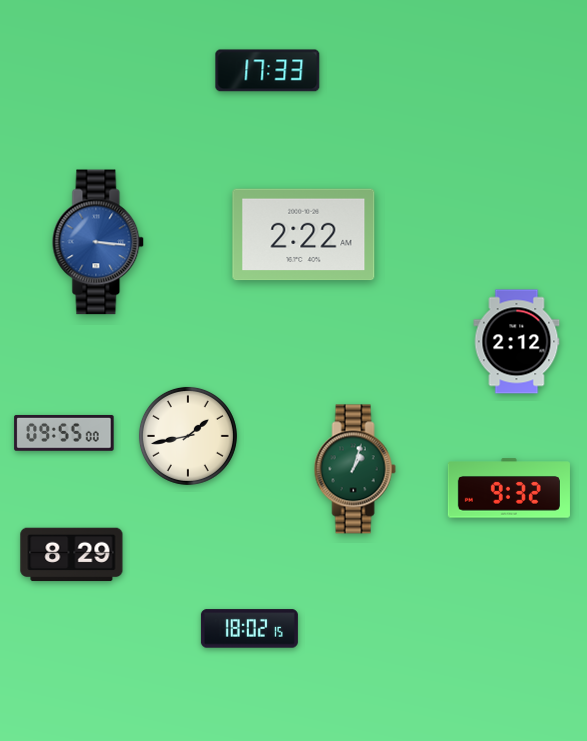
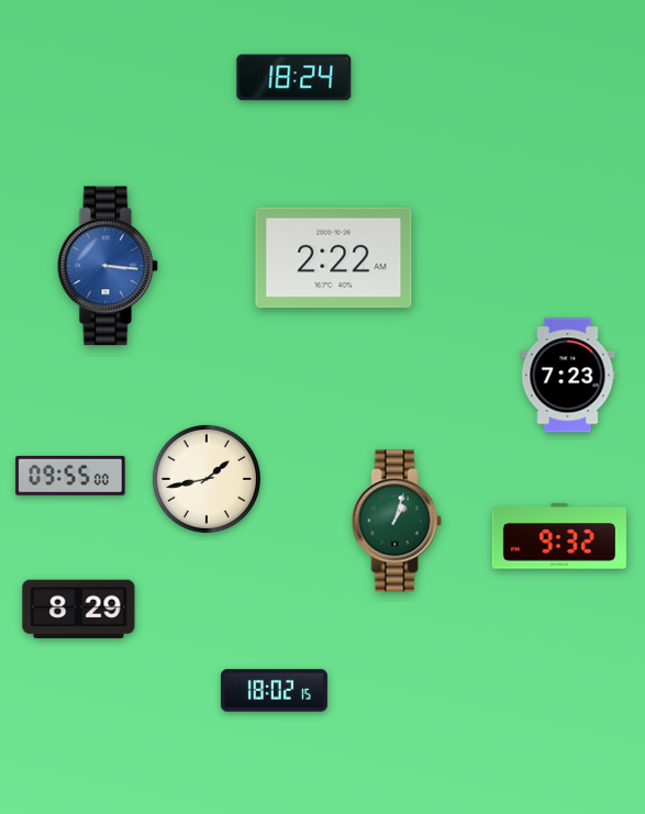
clock at (268, 71): 17:33 -> 18:24
clock at (517, 342): 2:12 -> 7:23
clock at (355, 469) position: (355, 469) -> (397, 521)
